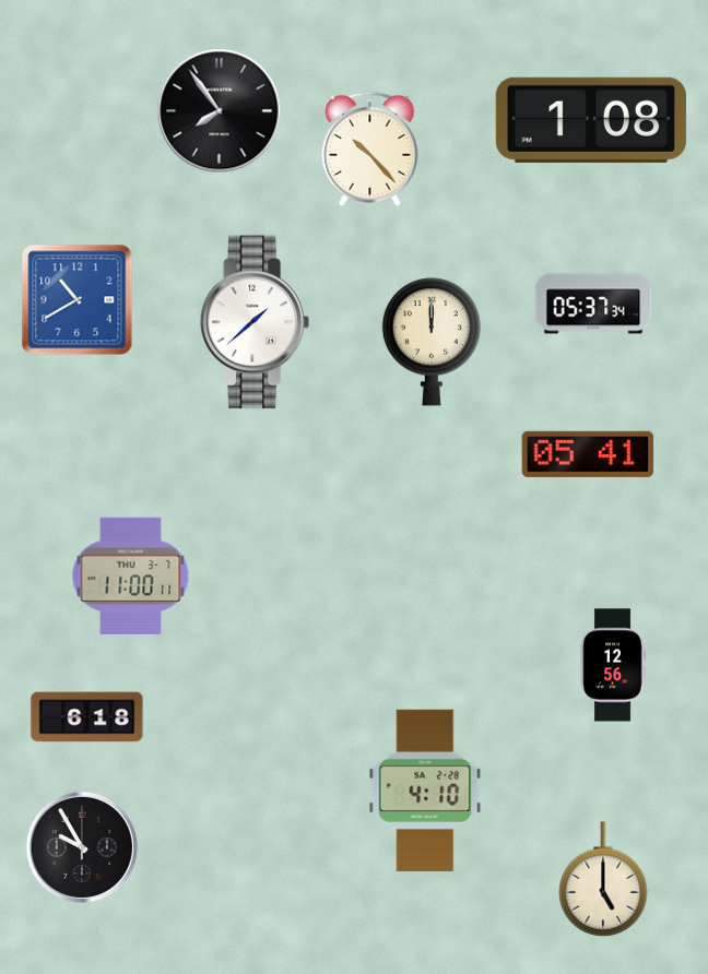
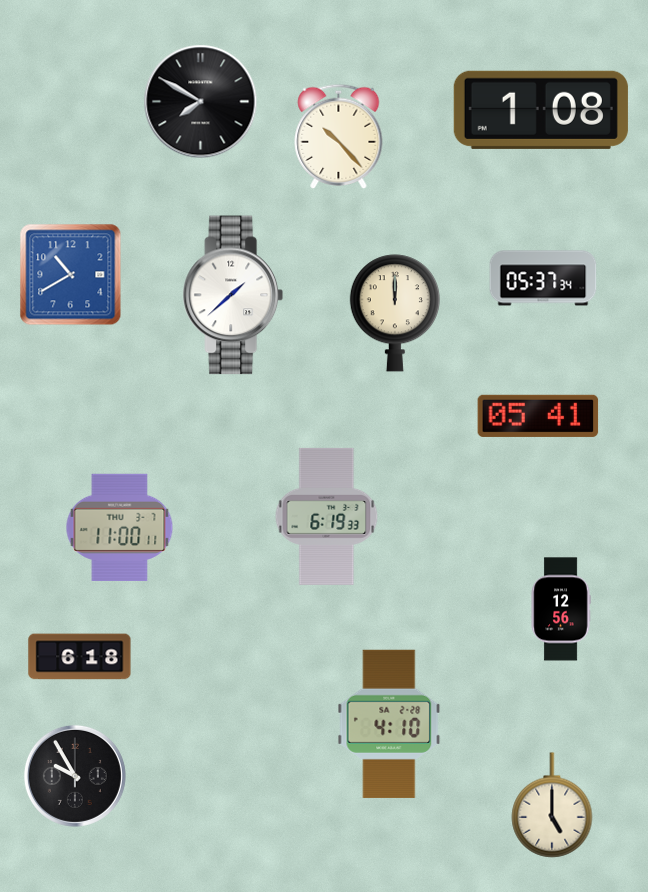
clock at (220, 111): 7:54 -> 7:50
clock at (327, 516): none -> 6:19
